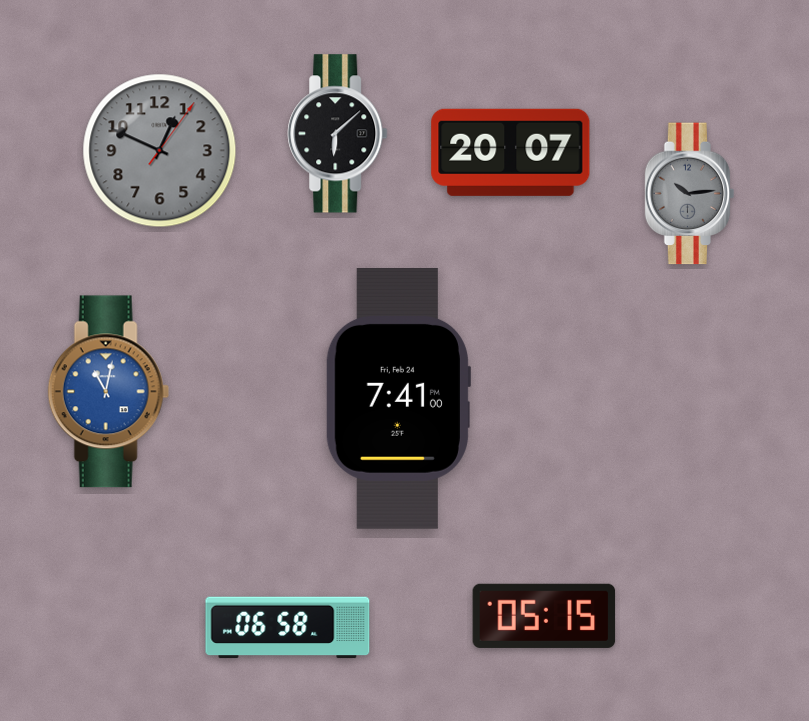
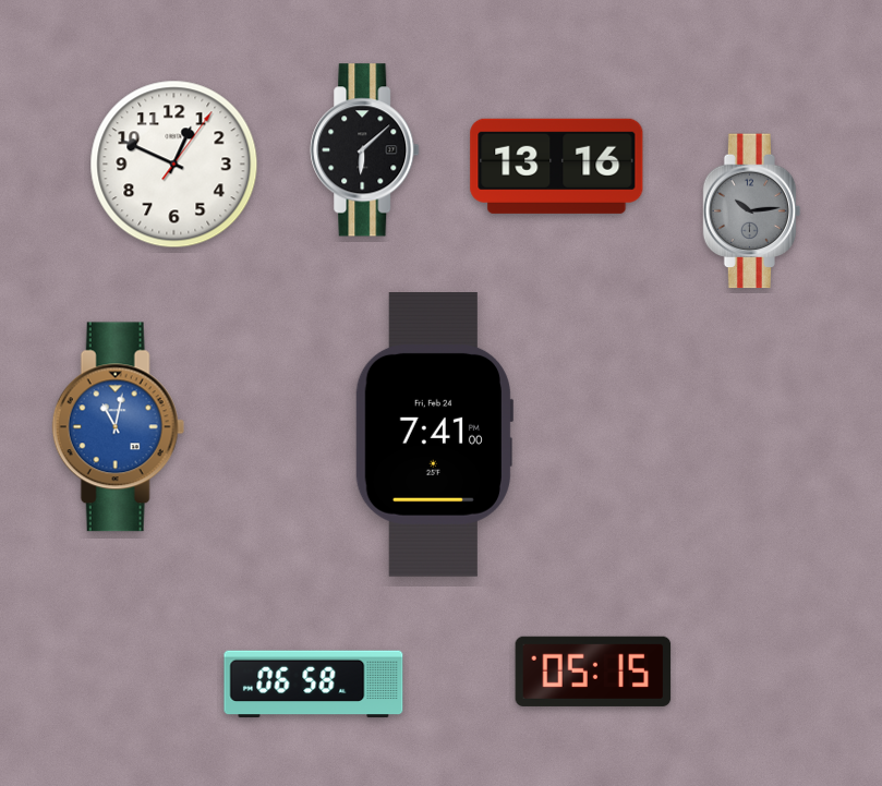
clock at (338, 134) position: (338, 134) -> (365, 150)
clock at (160, 151) dial: grey -> white
clock at (511, 152): 20:07 -> 13:16
